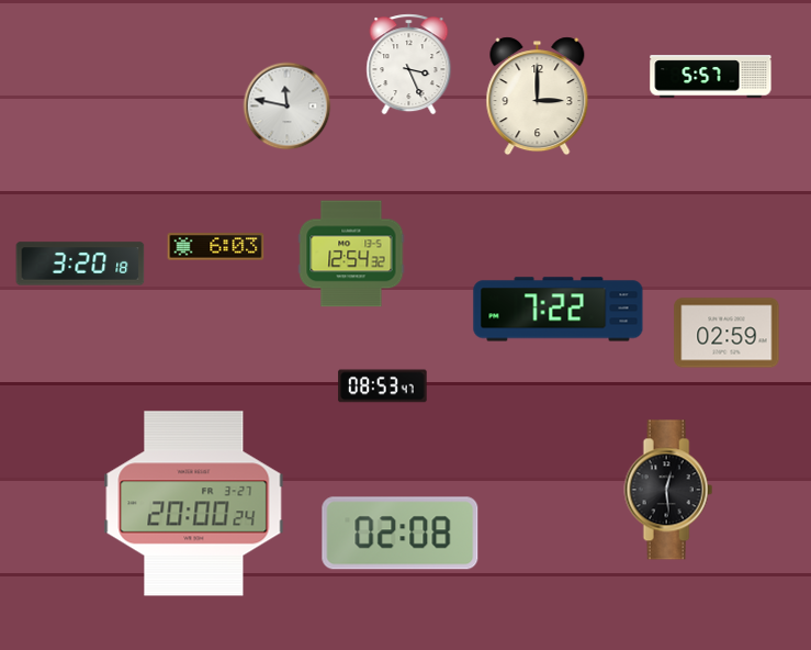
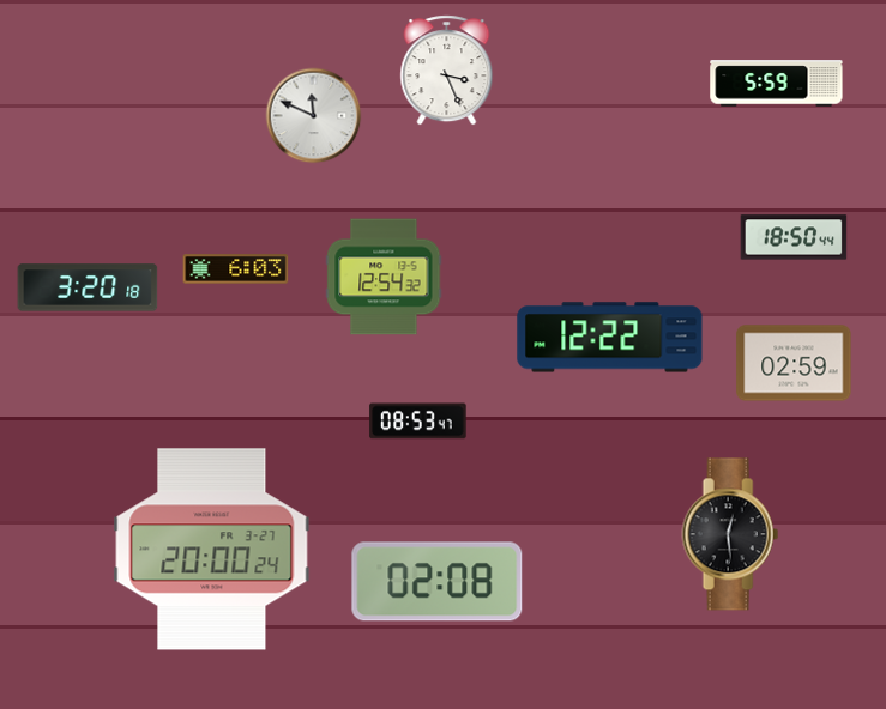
clock at (711, 77): 5:57 -> 5:59
clock at (538, 97): 3:00 -> none
clock at (288, 107): 11:47 -> 11:49
clock at (794, 237): none -> 18:50
clock at (559, 310): 7:22 -> 12:22
